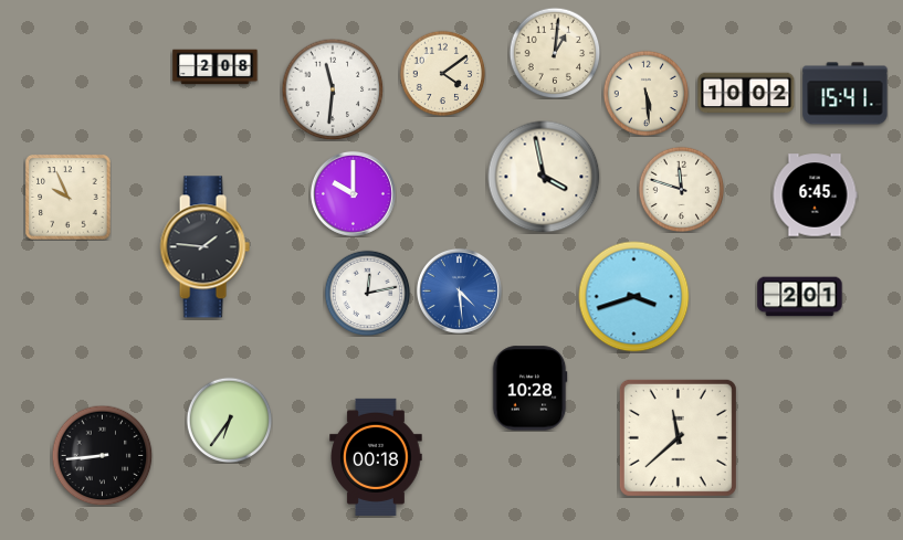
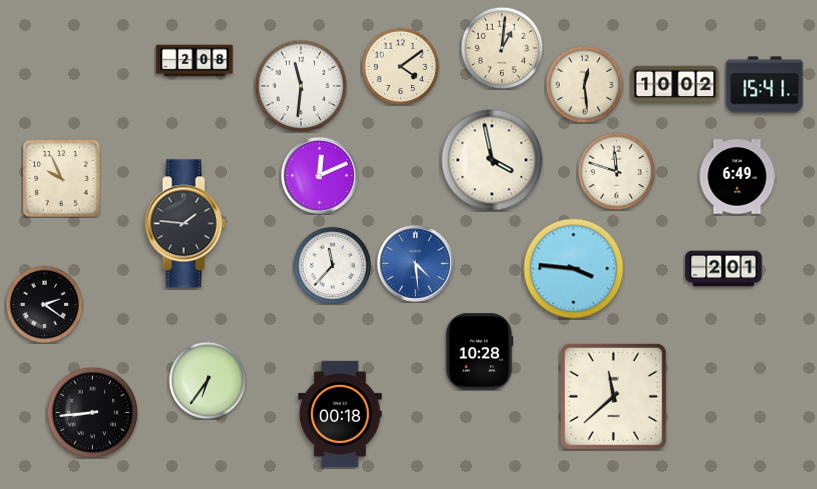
clock at (333, 89) position: (333, 89) -> (301, 86)
clock at (645, 93): 5:29 -> 12:29
clock at (353, 193): 10:00 -> 12:11
clock at (815, 195): 6:45 -> 6:49
clock at (367, 293): 12:13 -> 11:37
clock at (634, 297): 3:42 -> 3:46
clock at (44, 304): none -> 2:21
